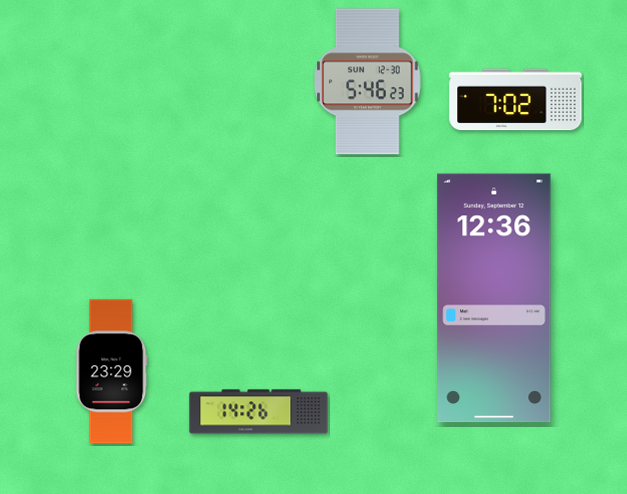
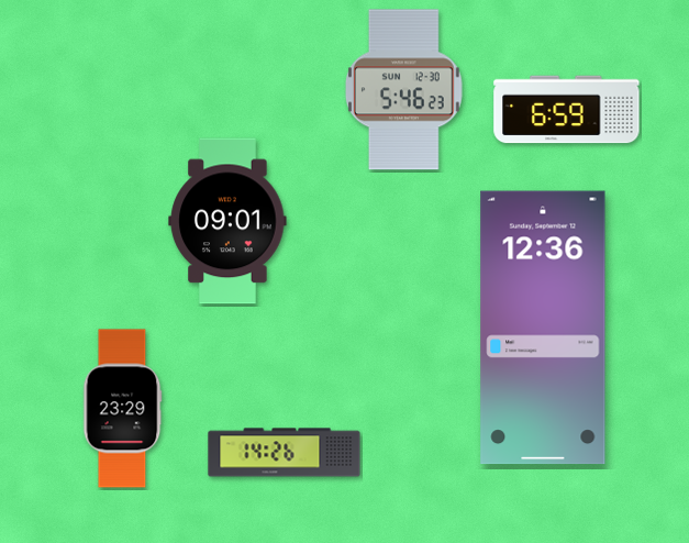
clock at (516, 100): 7:02 -> 6:59
clock at (227, 221): none -> 09:01
